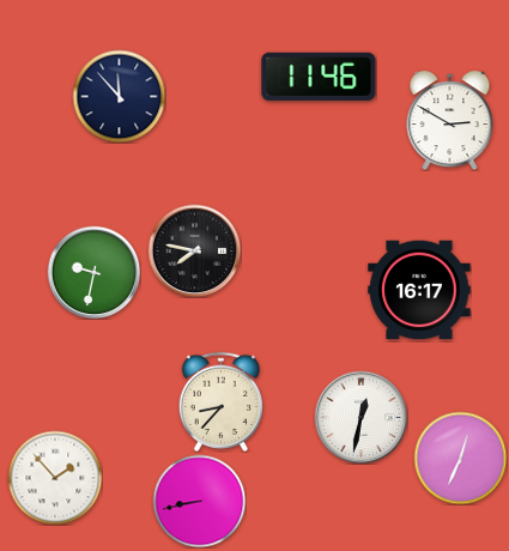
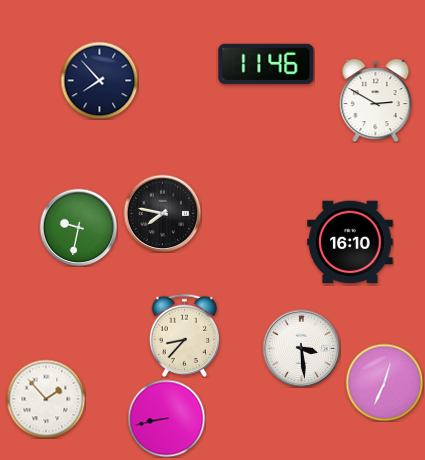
clock at (119, 96): 11:53 -> 7:53
clock at (194, 250) position: (194, 250) -> (162, 213)
clock at (419, 290): 16:17 -> 16:10
clock at (360, 417): 12:32 -> 3:29
